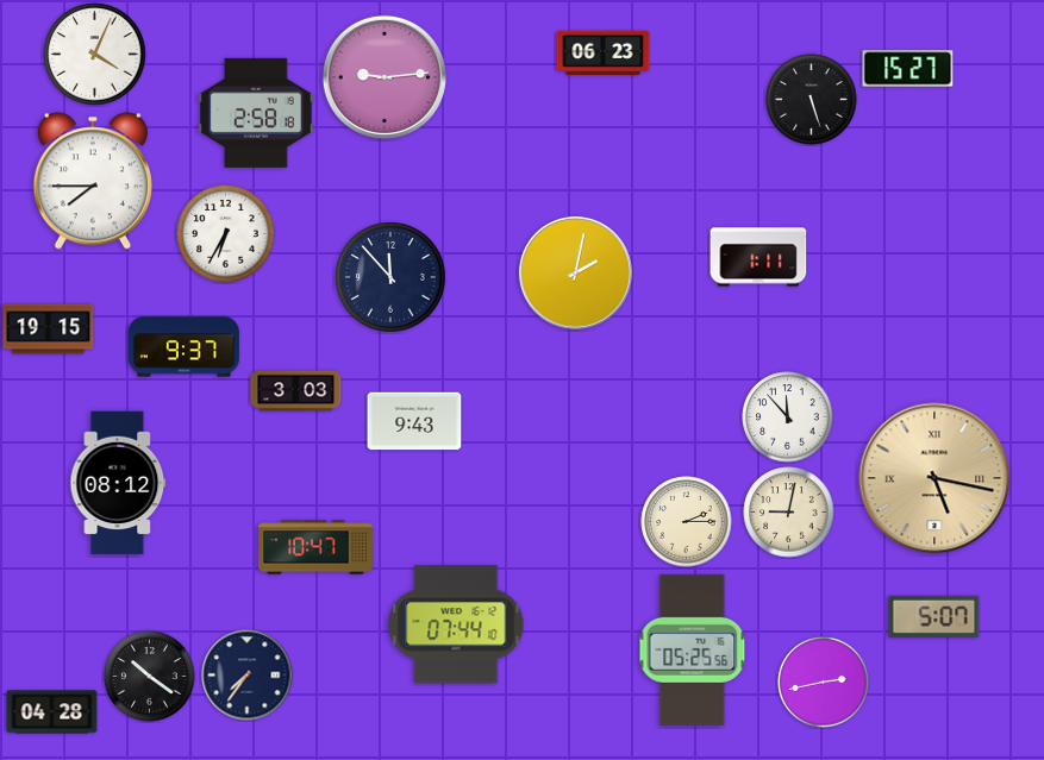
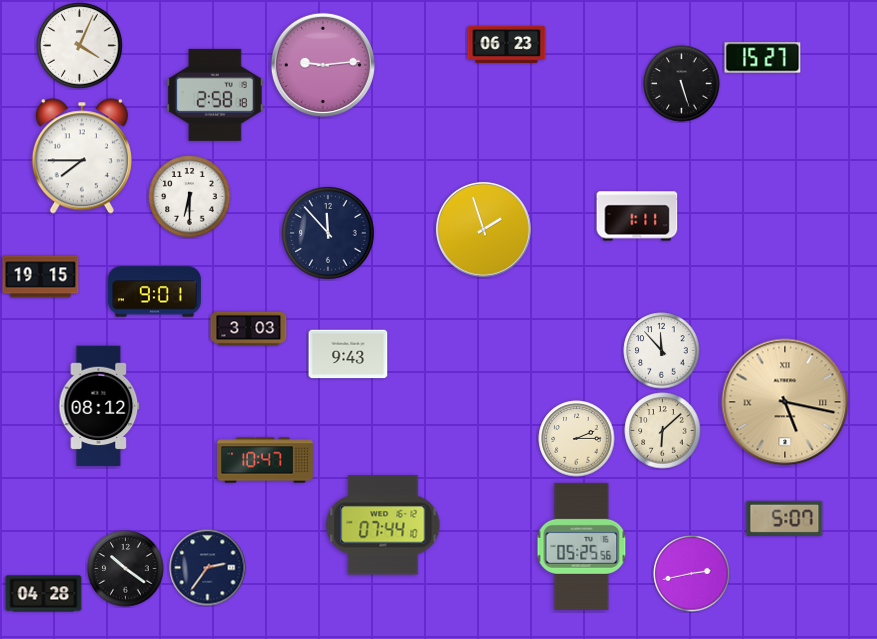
clock at (93, 181) position: (93, 181) -> (82, 156)
clock at (226, 234): 6:35 -> 6:30
clock at (575, 272): 2:02 -> 1:57
clock at (183, 347): 9:37 -> 9:01
clock at (789, 513): 9:02 -> 6:08
clock at (248, 676): 7:36 -> 2:36
clock at (52, 712) position: (52, 712) -> (44, 594)
